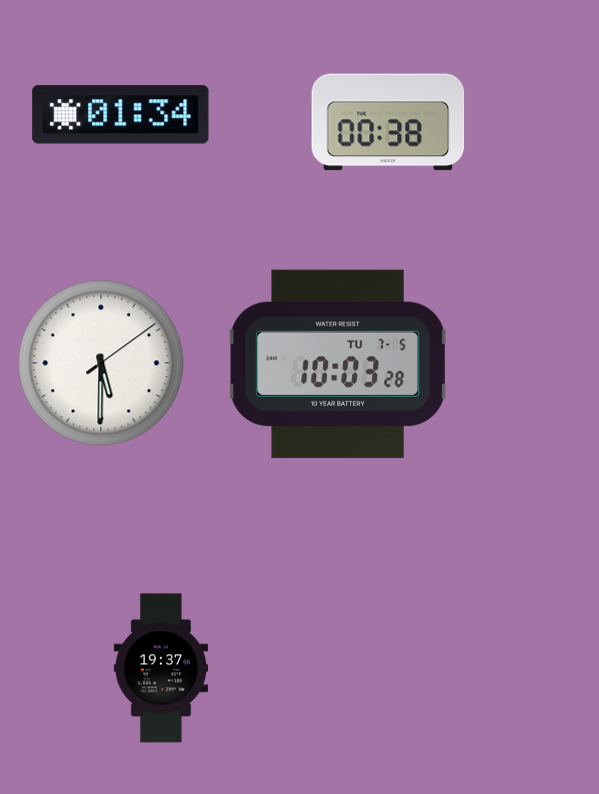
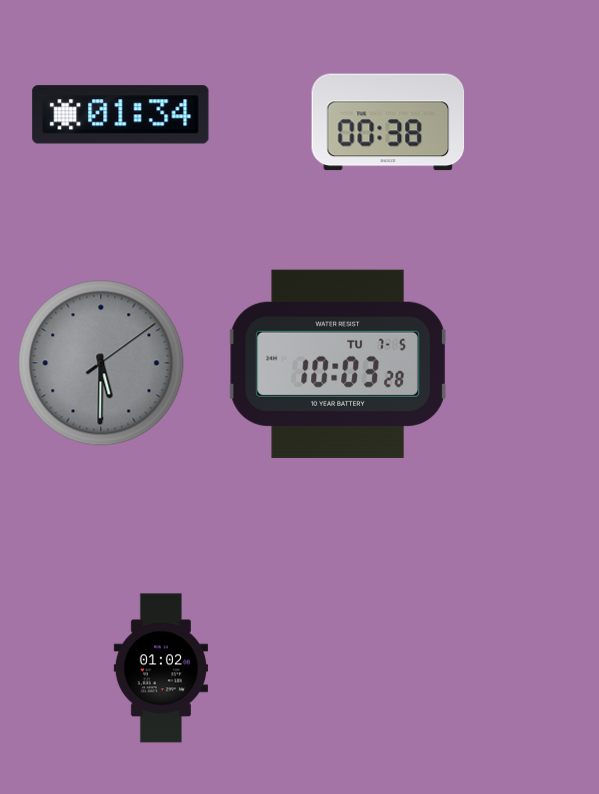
clock at (101, 363) dial: white -> grey
clock at (161, 668): 19:37 -> 01:02
